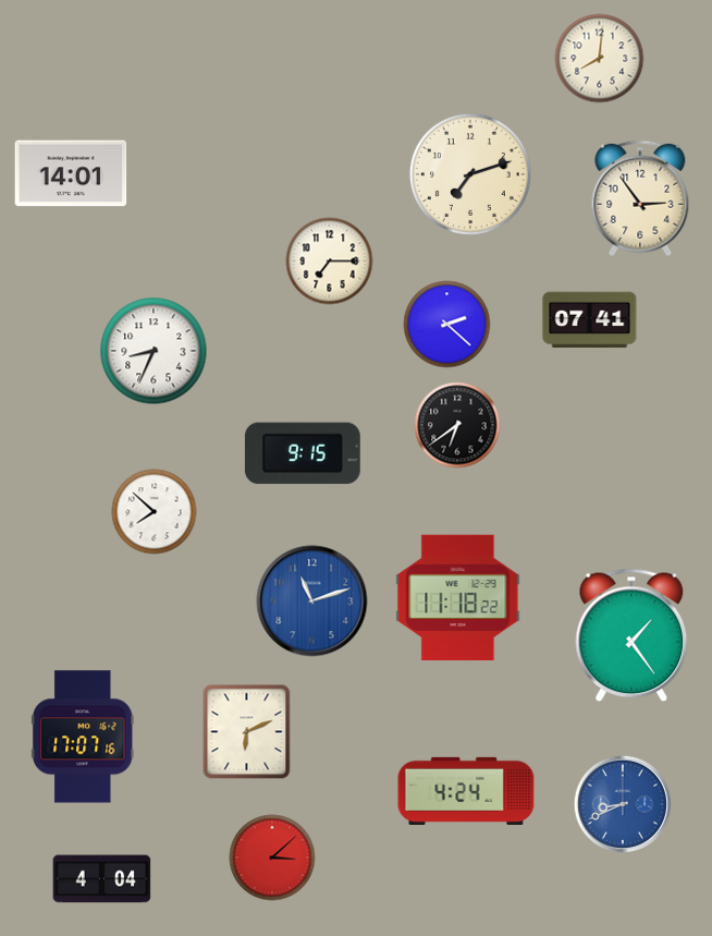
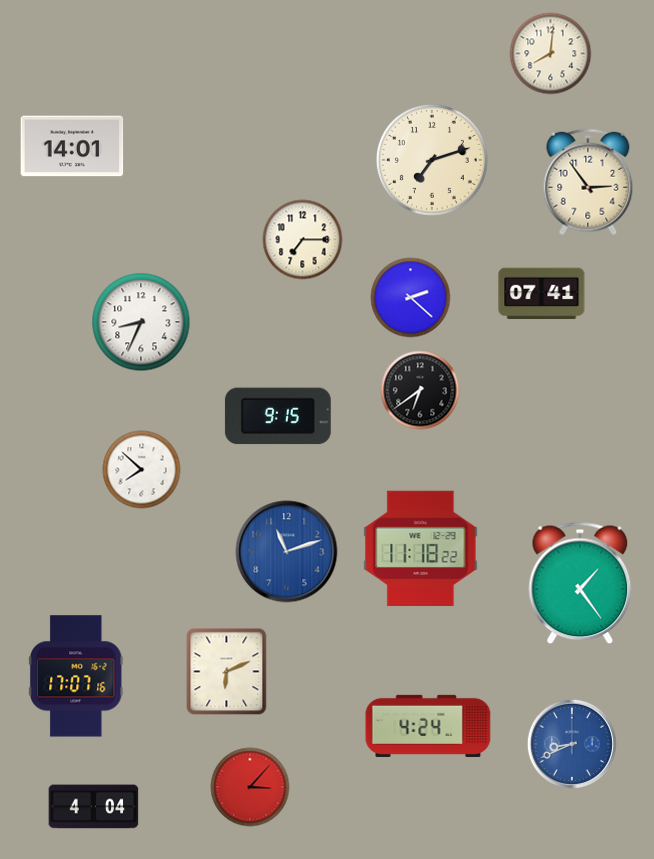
clock at (71, 173) position: (71, 173) -> (72, 146)
clock at (623, 804) position: (623, 804) -> (572, 744)
clock at (272, 858): 3:08 -> 3:07
